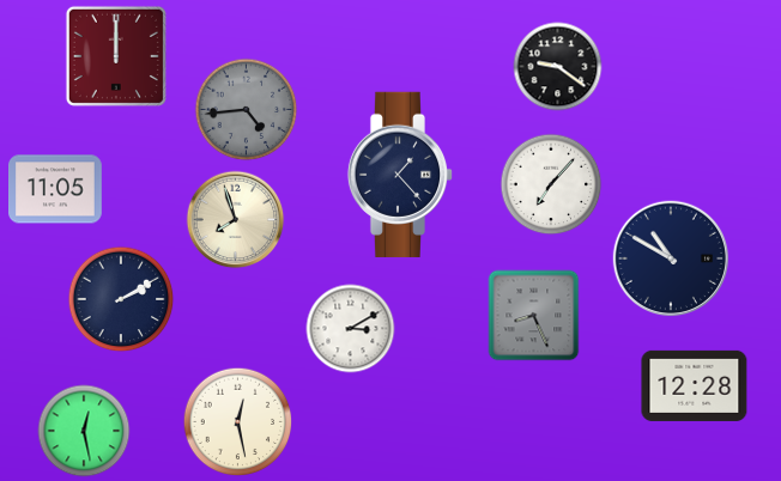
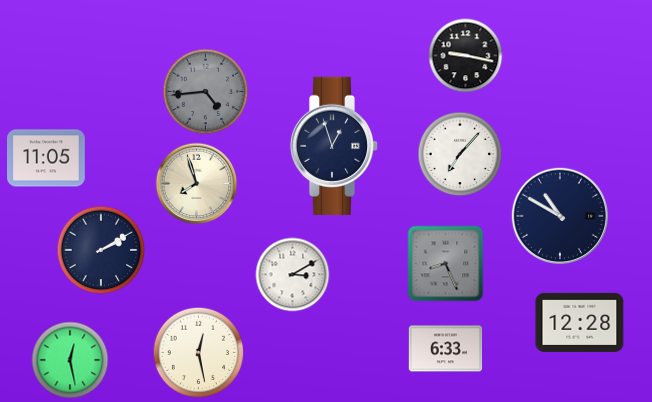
clock at (116, 56): 12:00 -> none
clock at (558, 67): 9:21 -> 9:17
clock at (400, 175): 1:23 -> 12:57
clock at (446, 349): none -> 6:33
